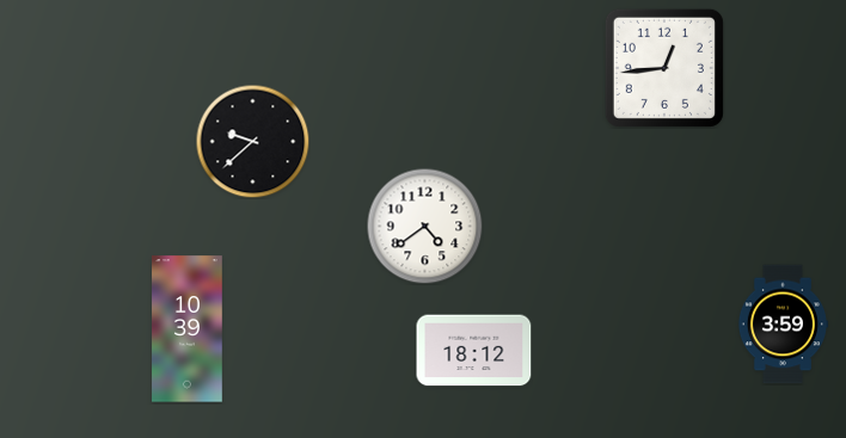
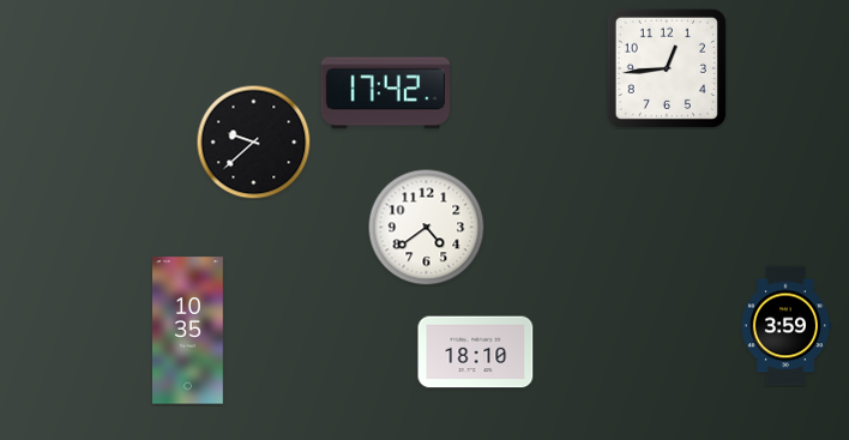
clock at (385, 94): none -> 17:42
clock at (188, 329): 10:39 -> 10:35
clock at (474, 351): 18:12 -> 18:10
